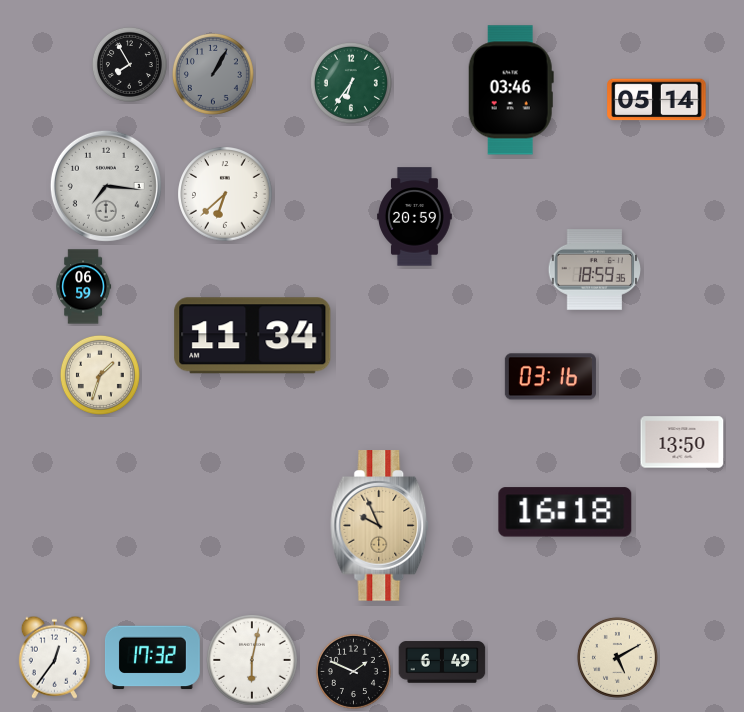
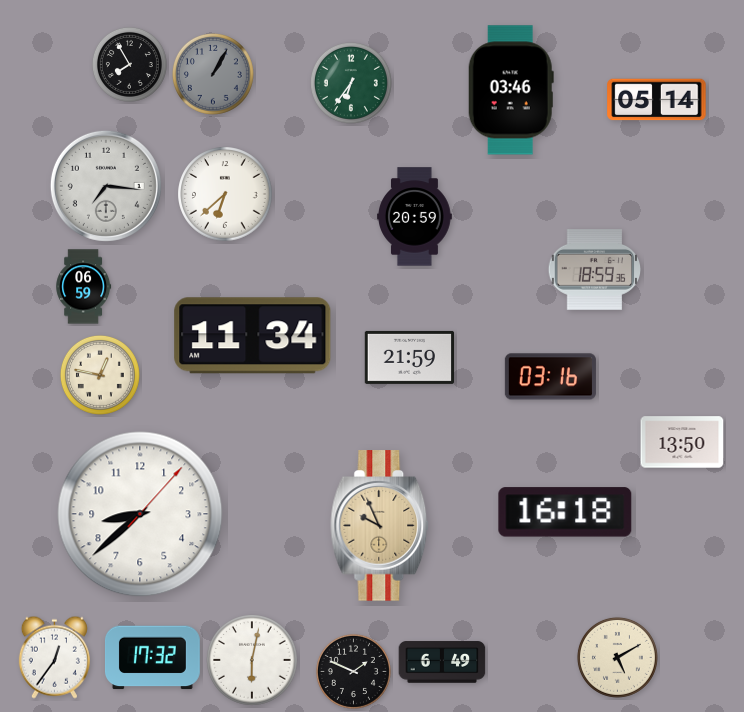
clock at (410, 357): none -> 21:59
clock at (100, 375): 1:33 -> 12:47
clock at (140, 514): none -> 8:38
